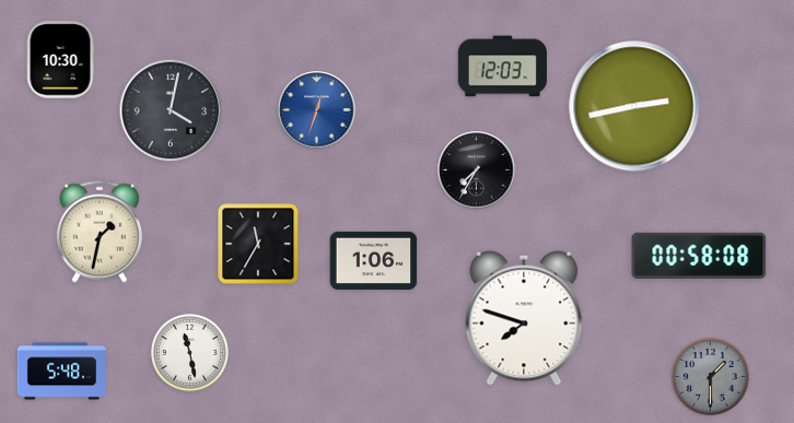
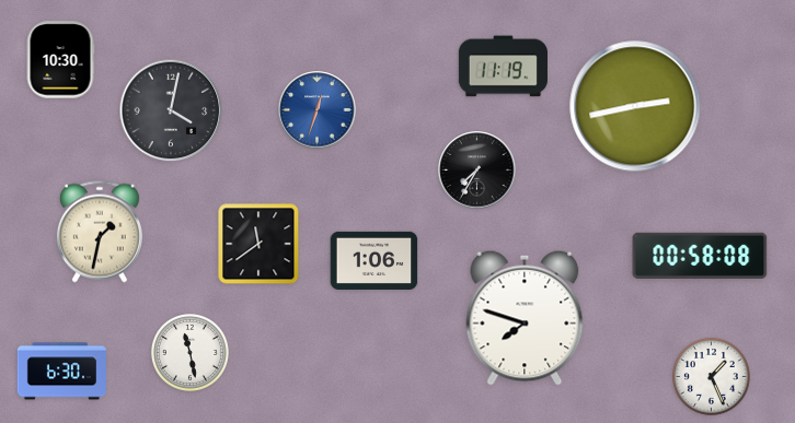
clock at (502, 67): 12:03 -> 11:19
clock at (258, 244): 11:35 -> 11:39
clock at (61, 372): 5:48 -> 6:30
clock at (710, 376): 1:30 -> 1:26
clock at (710, 376) dial: grey -> white
